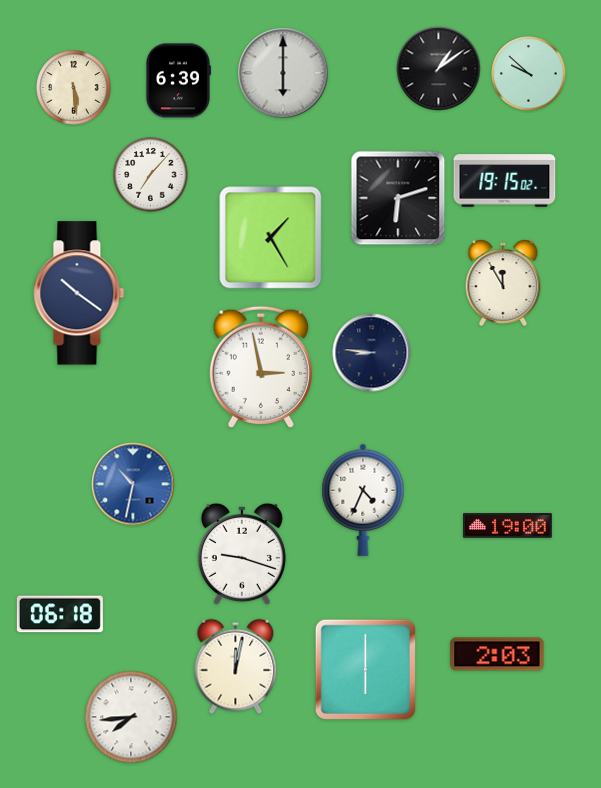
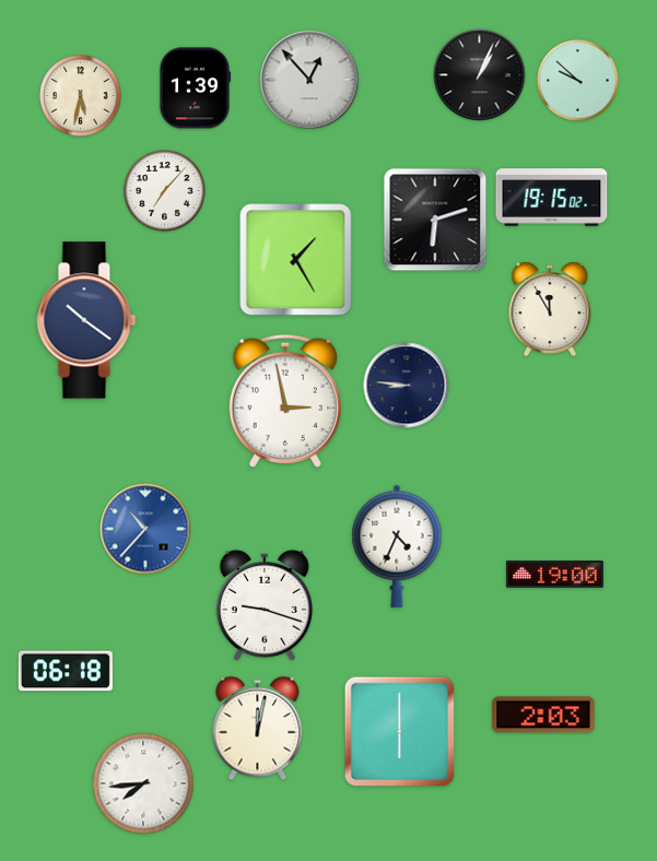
clock at (439, 69): 1:09 -> 1:04
clock at (283, 73): 6:00 -> 12:53
clock at (178, 81): 6:39 -> 1:39
clock at (74, 88): 5:29 -> 5:32
clock at (398, 198) position: (398, 198) -> (435, 220)
clock at (133, 484): 10:32 -> 10:37
